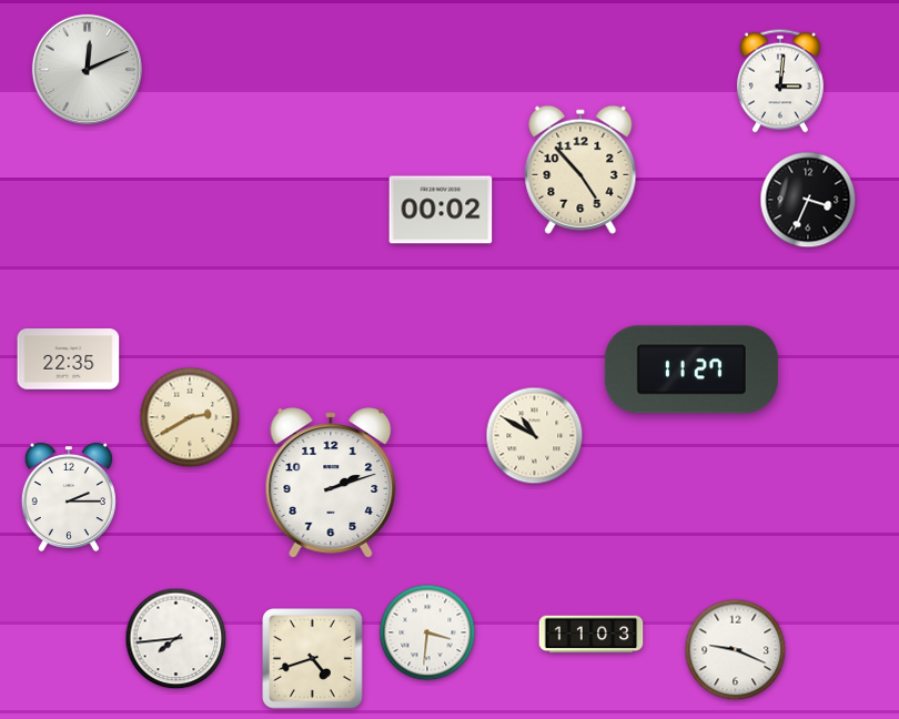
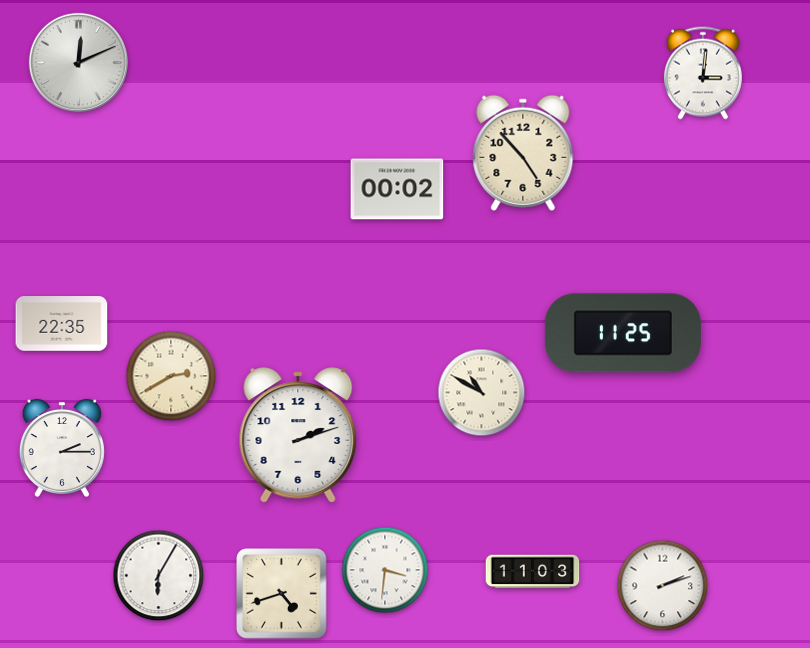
clock at (808, 200): 3:34 -> none
clock at (691, 369): 11:27 -> 11:25
clock at (176, 639): 7:44 -> 6:05
clock at (736, 650): 9:19 -> 2:12
